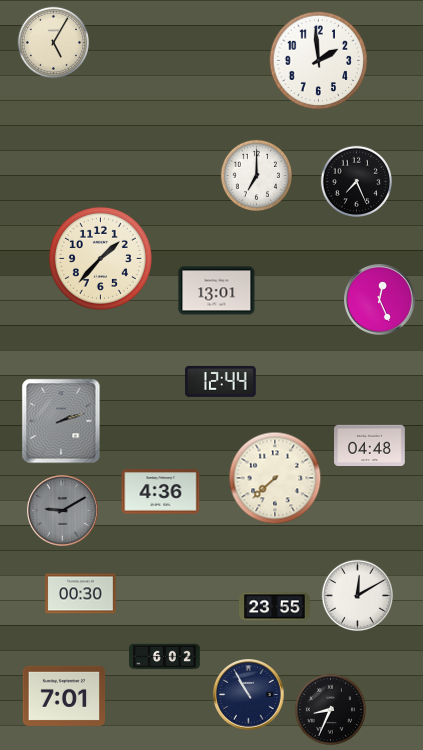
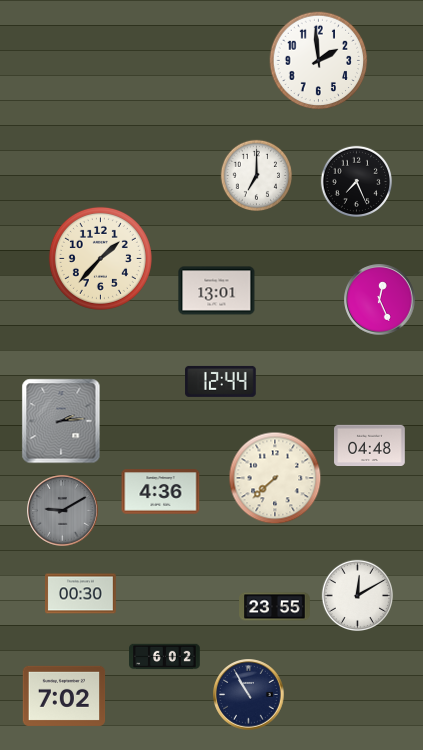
clock at (53, 42): 5:05 -> none
clock at (61, 421): 2:12 -> 2:14
clock at (64, 696): 7:01 -> 7:02
clock at (330, 709): 8:34 -> none
